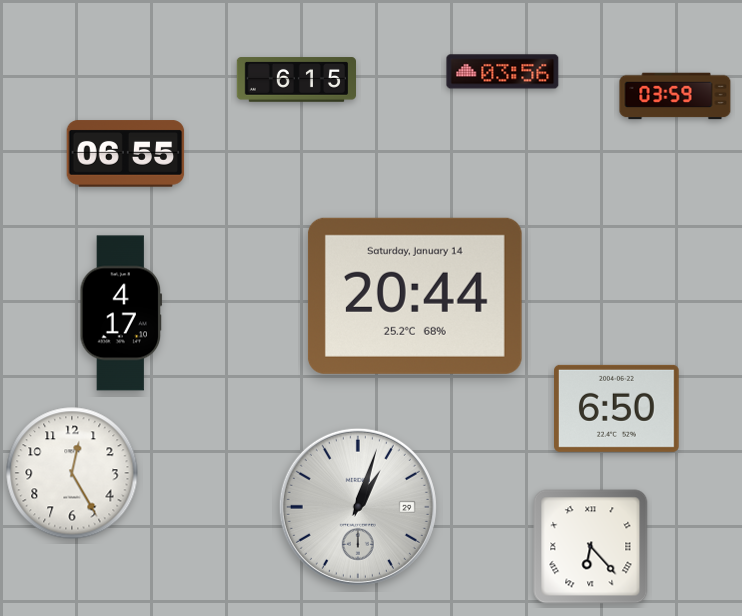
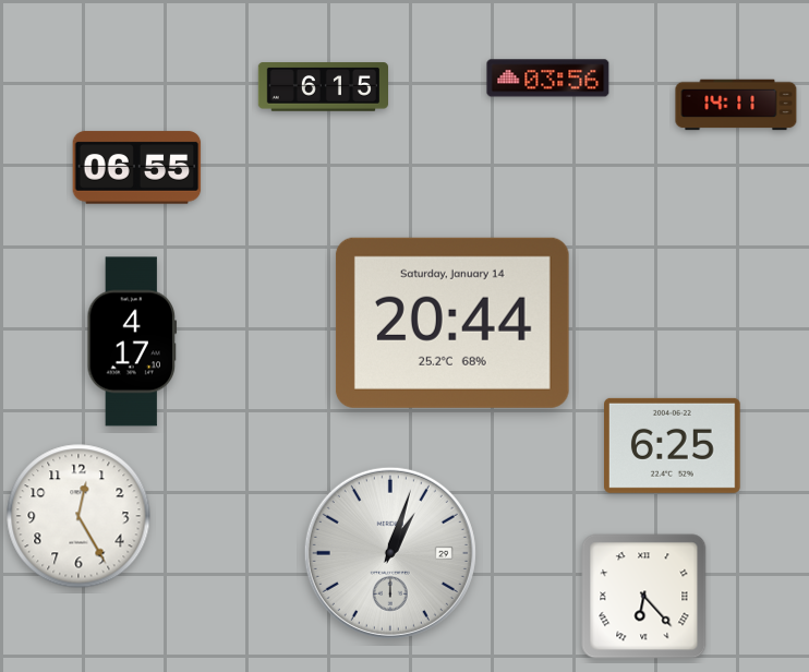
clock at (675, 96): 03:59 -> 14:11
clock at (617, 408): 6:50 -> 6:25
